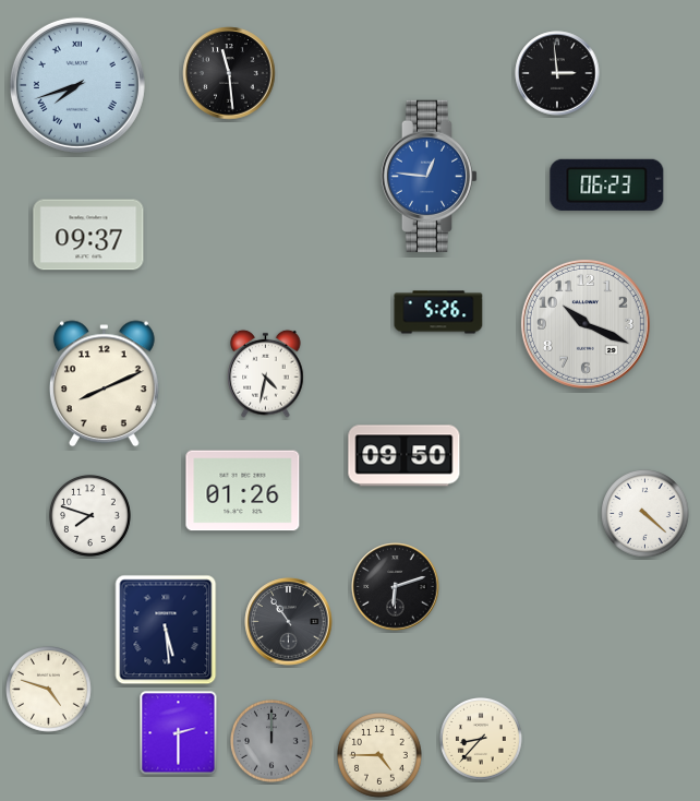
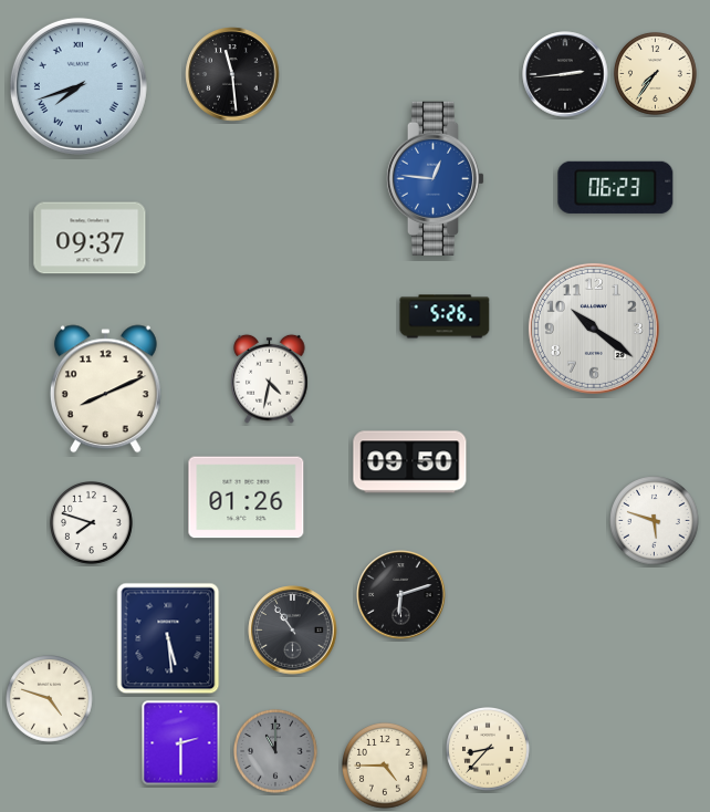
clock at (557, 73): 2:59 -> 2:44
clock at (656, 74): none -> 7:36
clock at (586, 324): 10:19 -> 10:21
clock at (645, 514): 4:22 -> 5:48
clock at (273, 742): 12:00 -> 11:00
